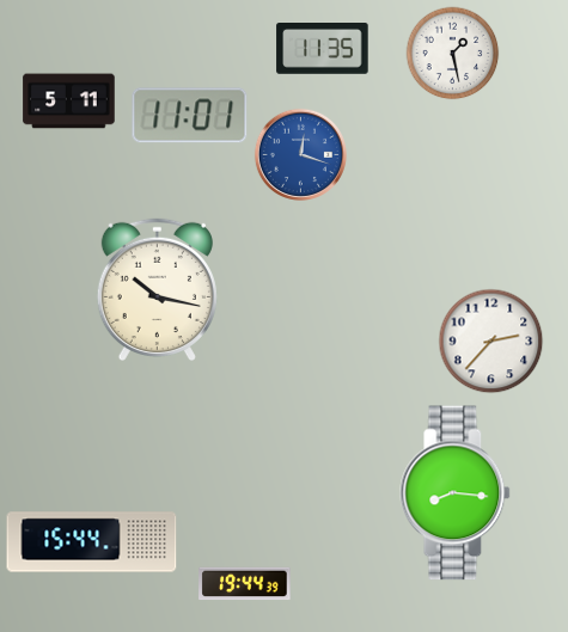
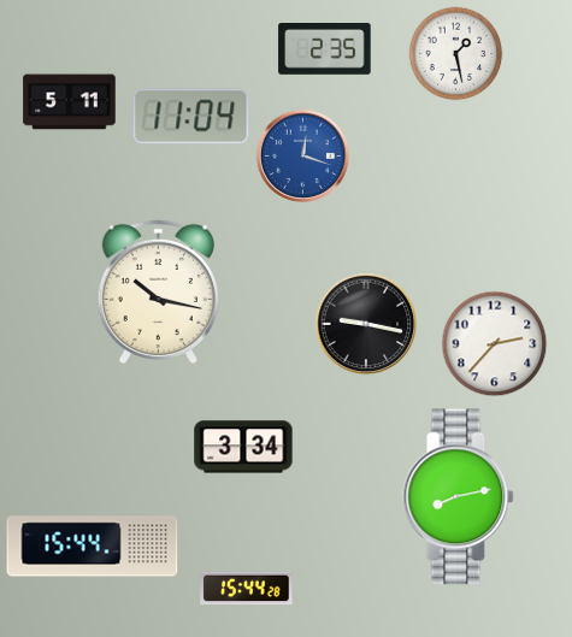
clock at (323, 49): 11:35 -> 2:35
clock at (190, 116): 11:01 -> 11:04
clock at (366, 324): none -> 9:17
clock at (243, 447): none -> 3:34
clock at (456, 493): 8:16 -> 8:13
clock at (245, 584): 19:44 -> 15:44
